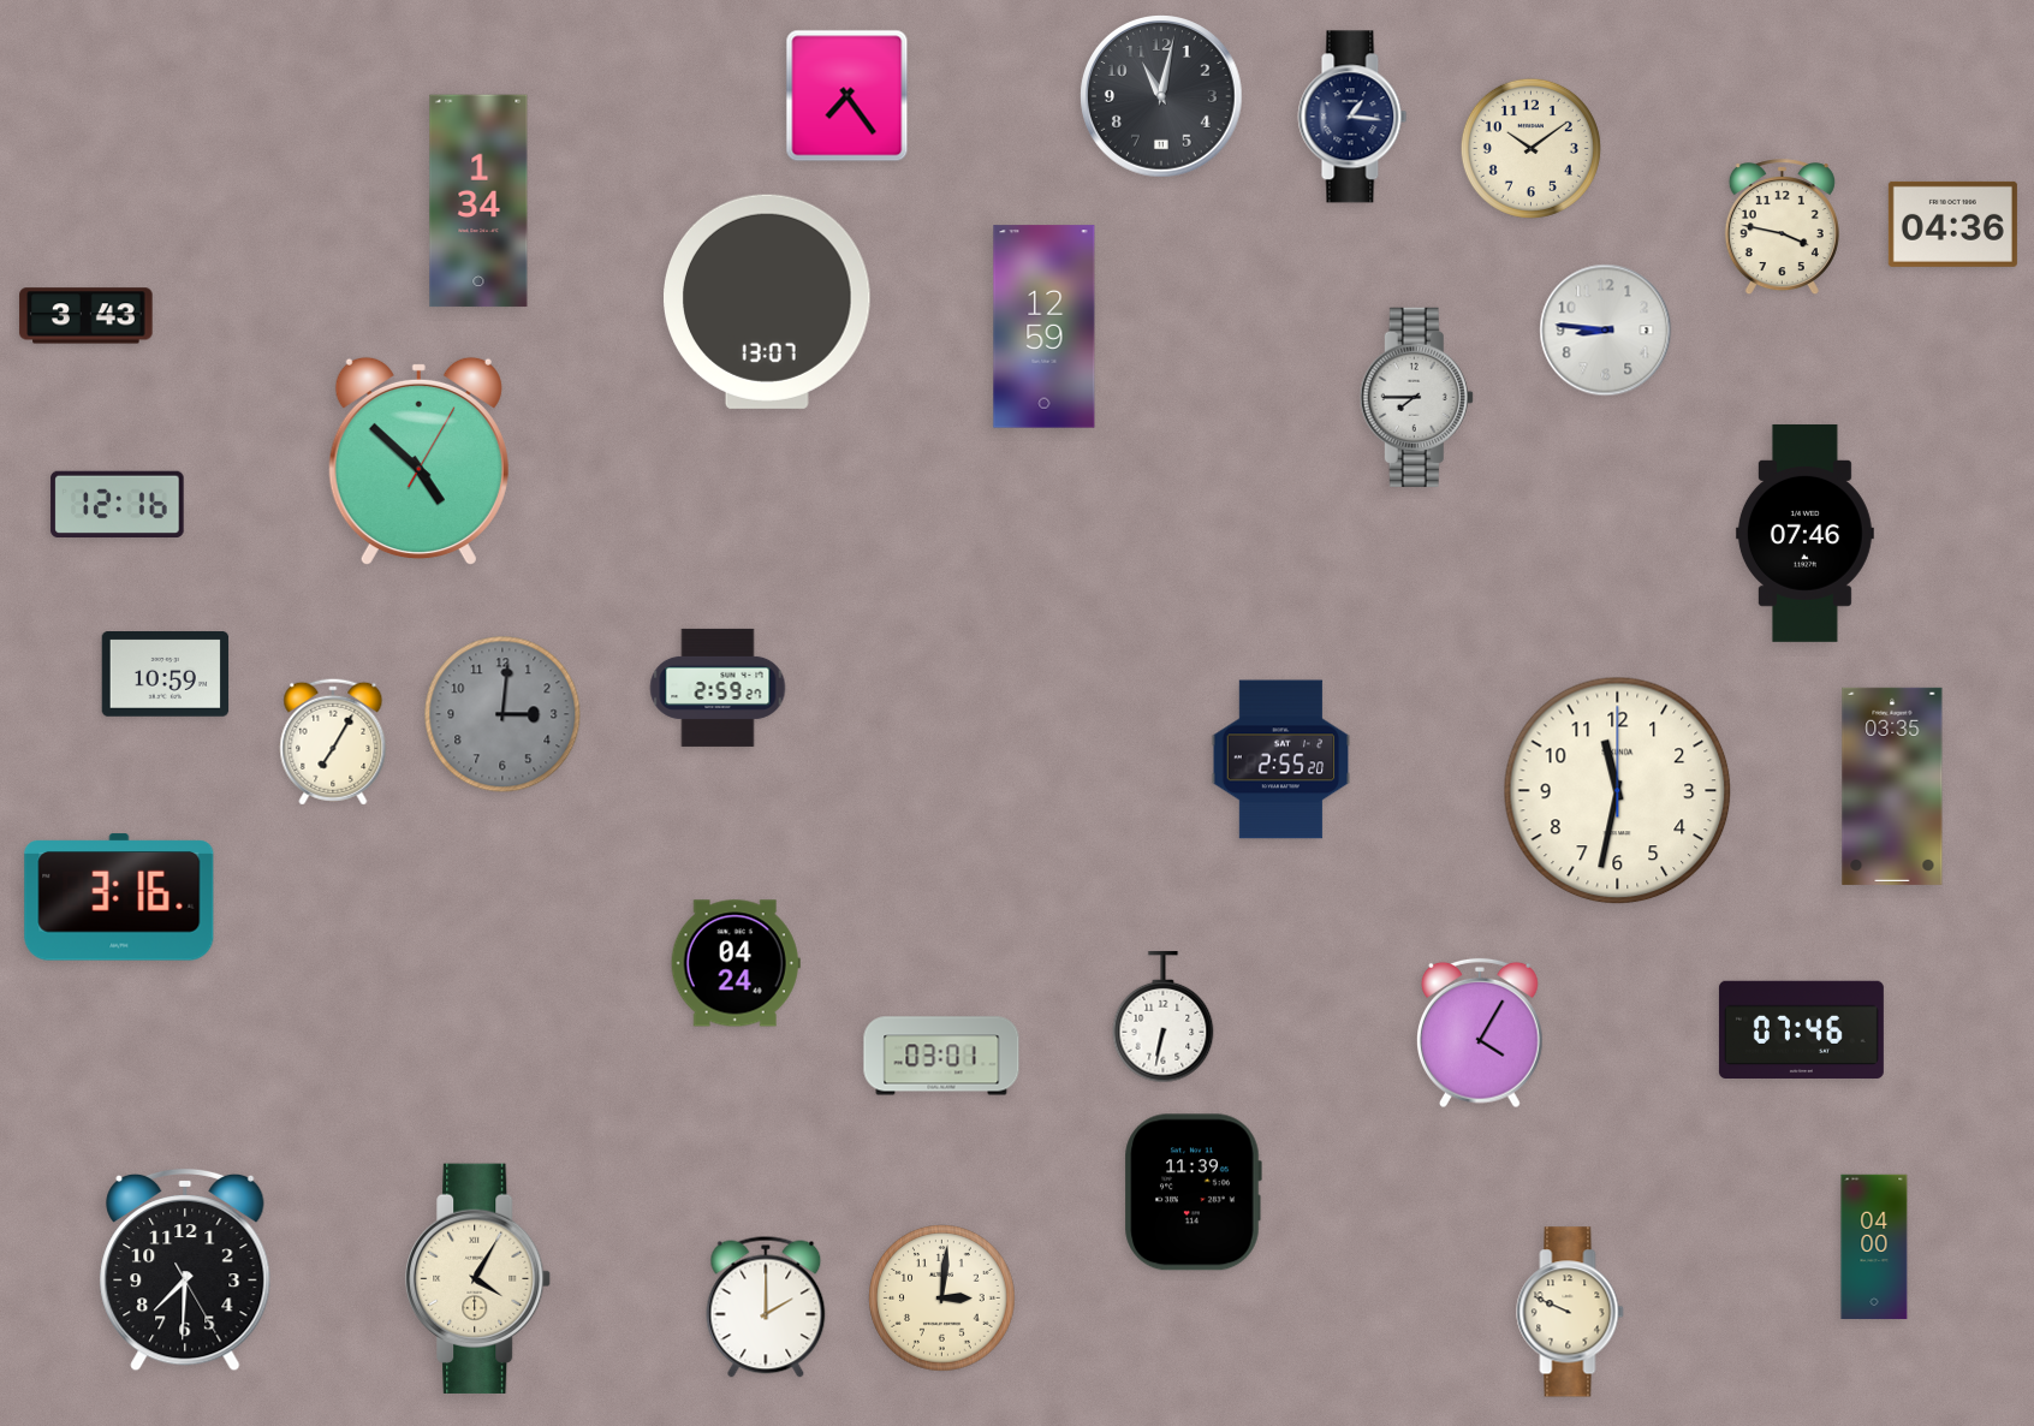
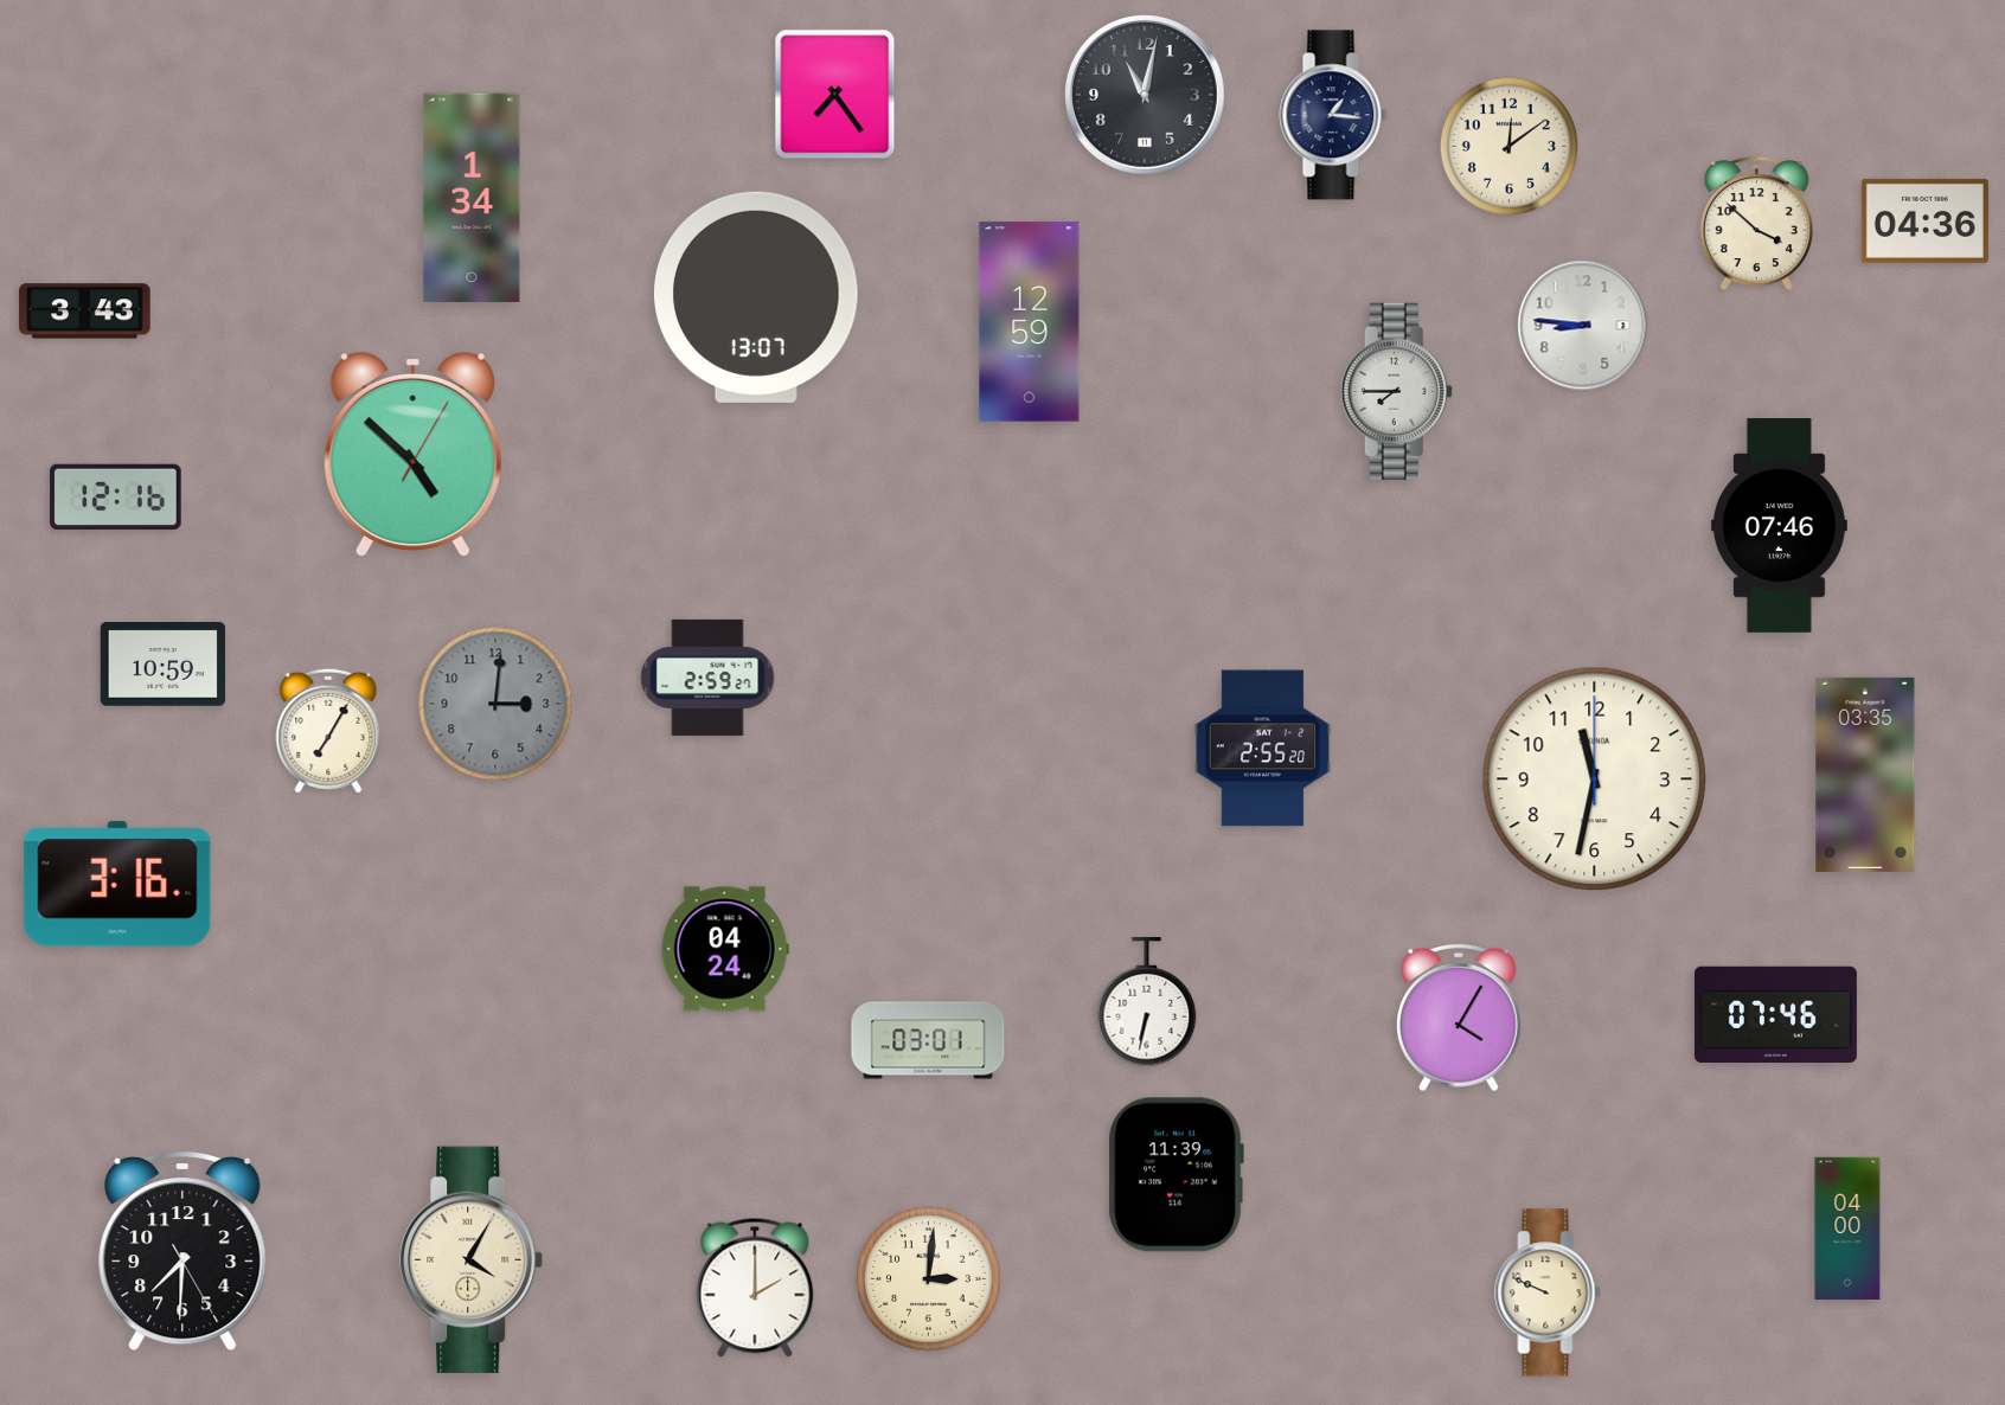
clock at (1530, 148): 10:09 -> 12:09
clock at (1782, 227): 3:47 -> 3:52
